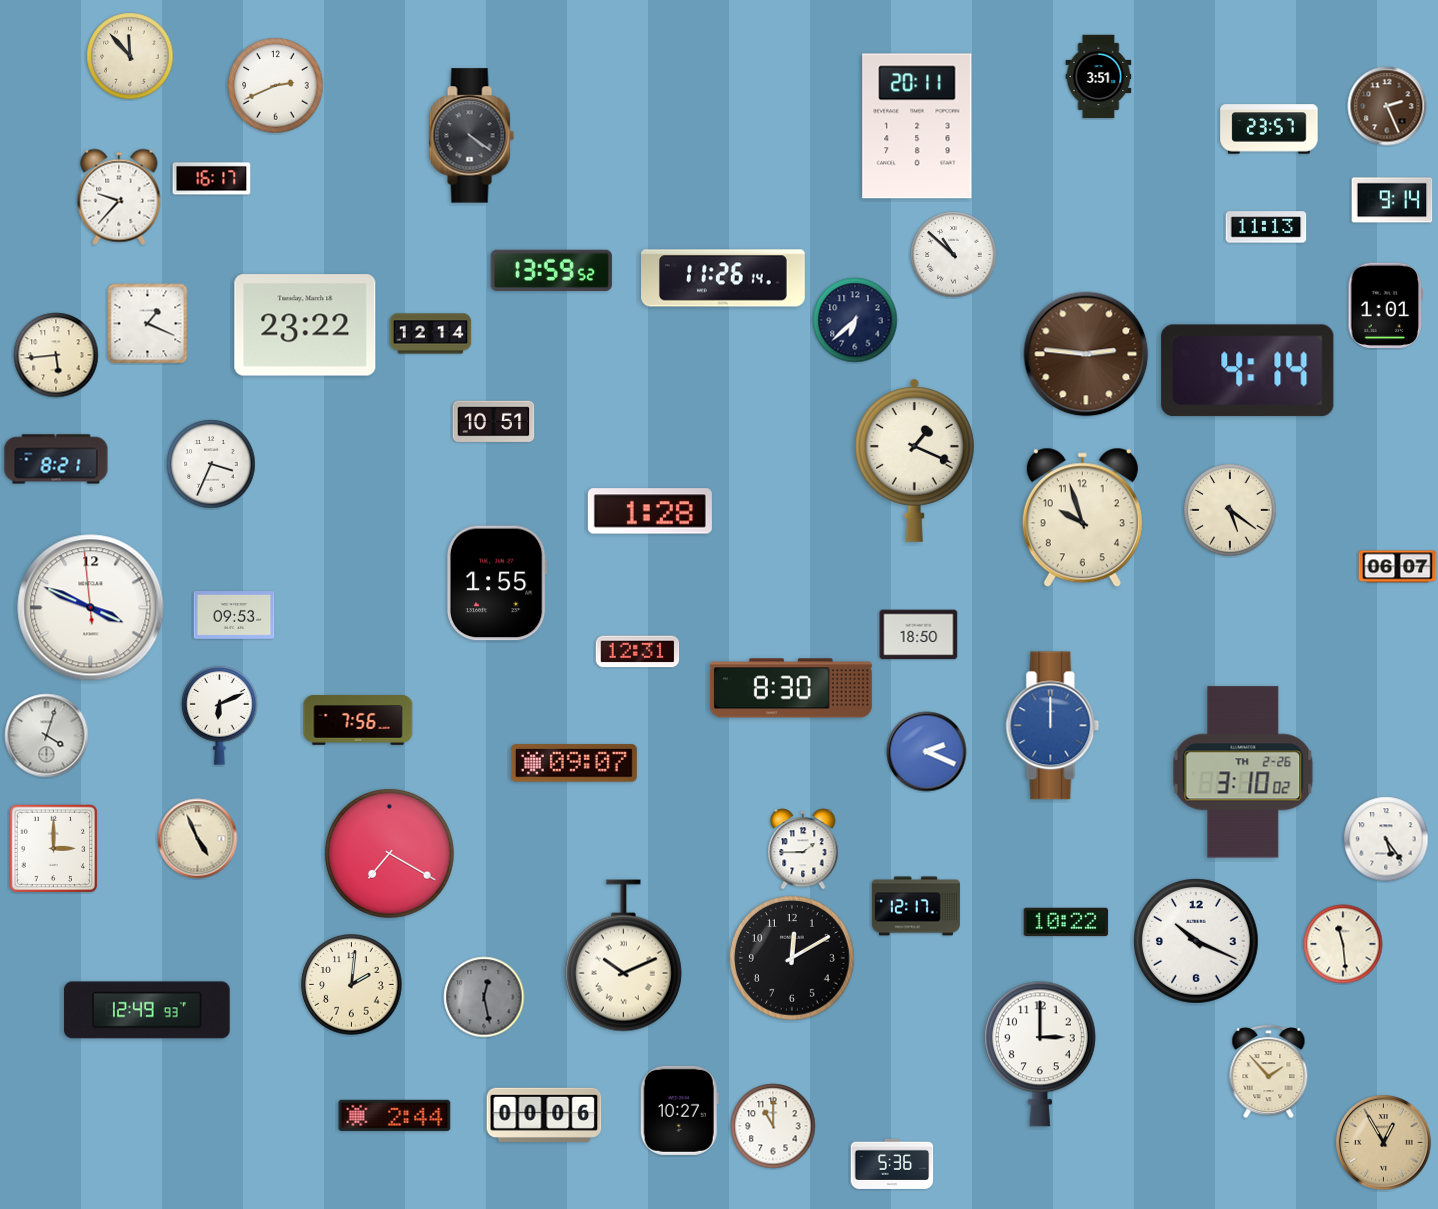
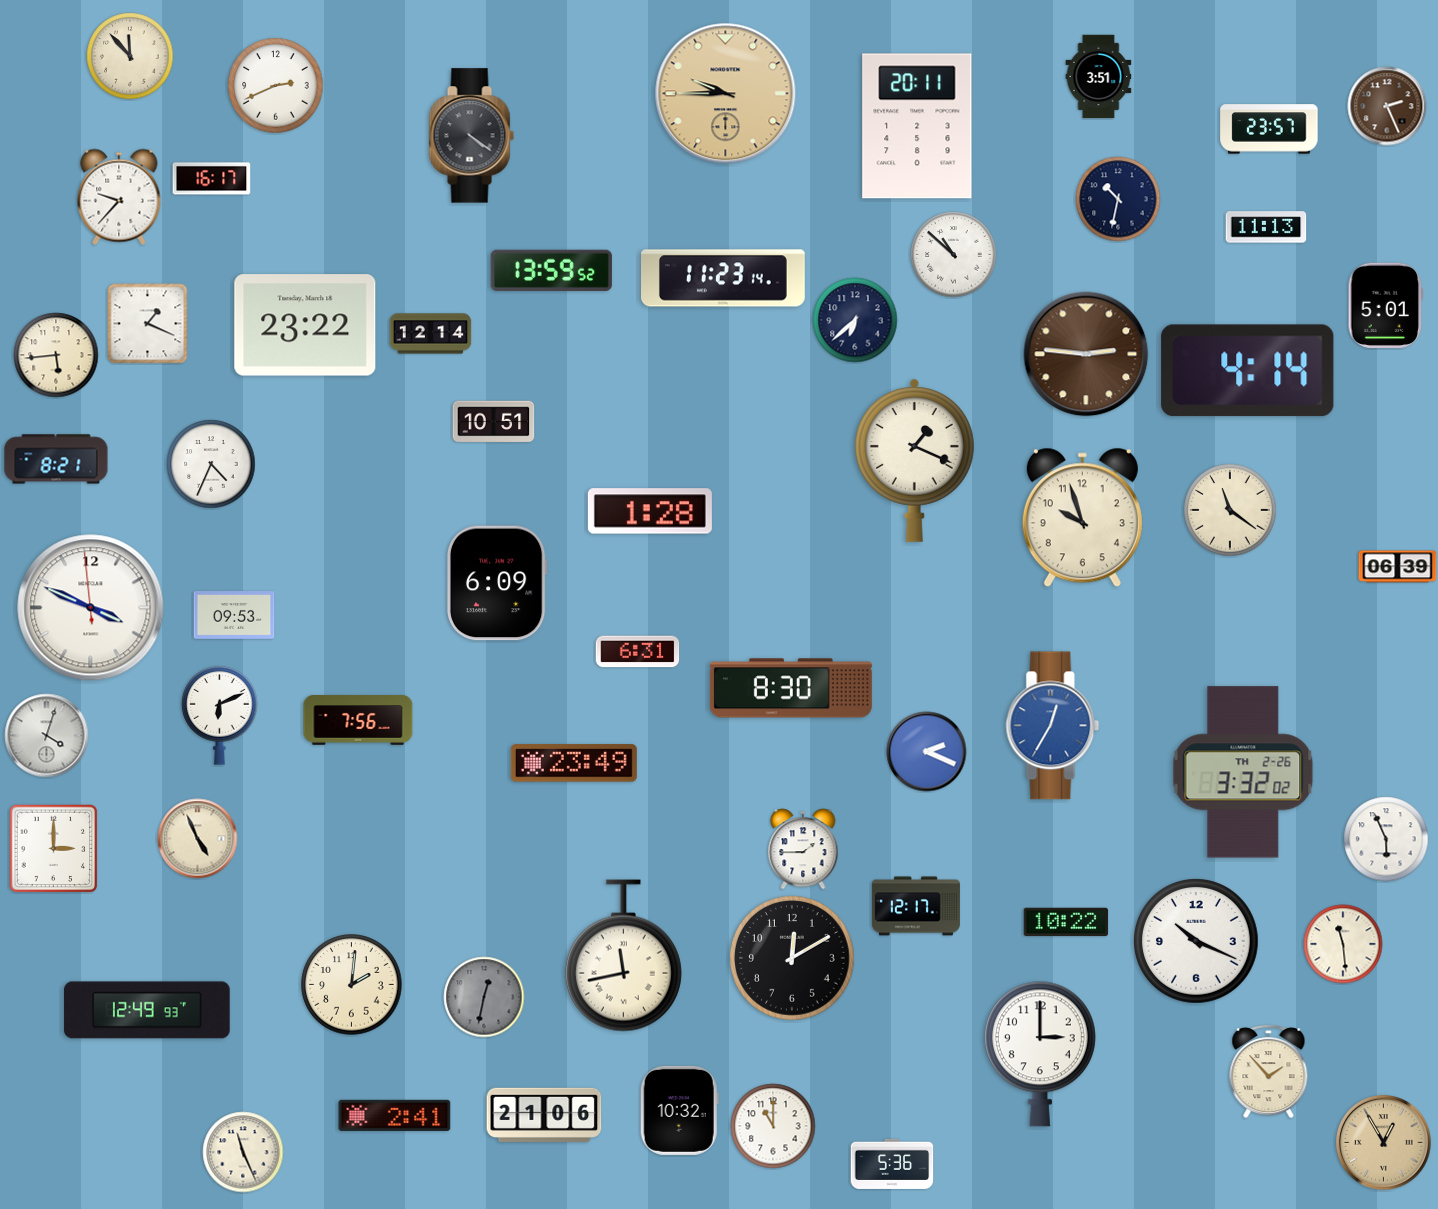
clock at (726, 94): none -> 9:45
clock at (1118, 199): none -> 10:32
clock at (1392, 200): 9:14 -> none
clock at (724, 278): 11:26 -> 11:23
clock at (1385, 305): 1:01 -> 5:01
clock at (211, 464): 3:34 -> 4:34
clock at (1230, 510): 5:21 -> 11:21
clock at (1398, 567): 06:07 -> 06:39
clock at (497, 583): 1:55 -> 6:09
clock at (919, 635): 18:50 -> none
clock at (638, 652): 12:31 -> 6:31
clock at (1053, 726): 12:00 -> 12:35
clock at (574, 763): 09:07 -> 23:49
clock at (1243, 772): 3:10 -> 3:32
clock at (1386, 839): 5:24 -> 5:56
clock at (389, 853): 7:20 -> none
clock at (623, 956): 10:11 -> 11:43
clock at (484, 997): 12:28 -> 12:32
clock at (679, 1110): 10:27 -> 10:32
clock at (395, 1115): 2:44 -> 2:41
clock at (544, 1115): 00:06 -> 21:06
clock at (243, 1152): none -> 11:26
